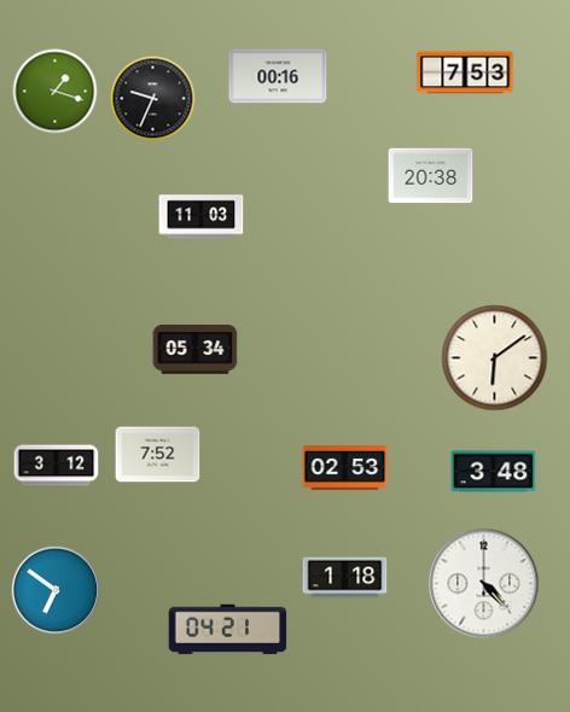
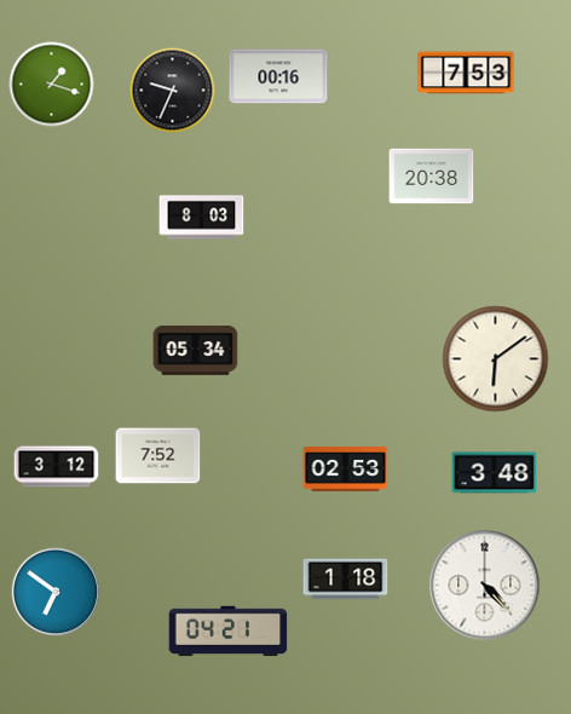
clock at (56, 92) position: (56, 92) -> (52, 85)
clock at (153, 99) position: (153, 99) -> (173, 91)
clock at (202, 217): 11:03 -> 8:03
